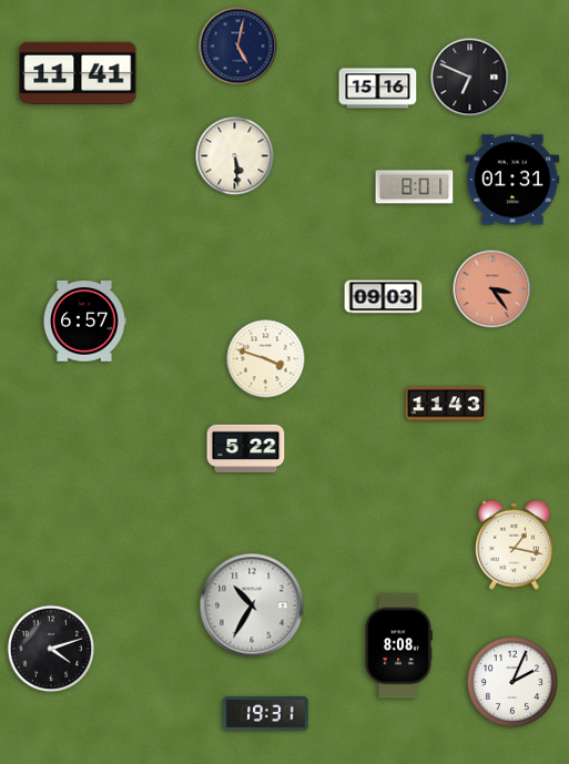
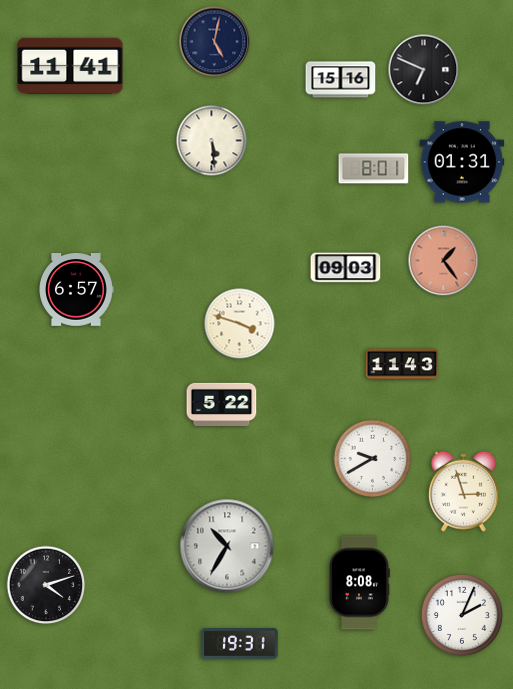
clock at (492, 289): 3:24 -> 1:24
clock at (373, 459): none -> 9:40
clock at (514, 544): 1:17 -> 2:57
